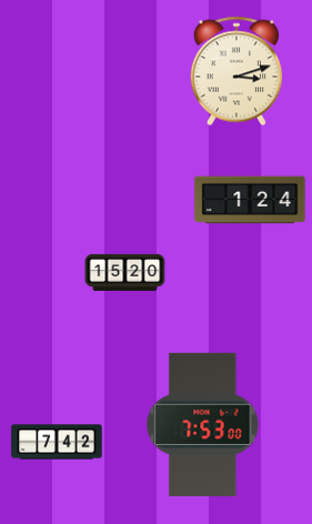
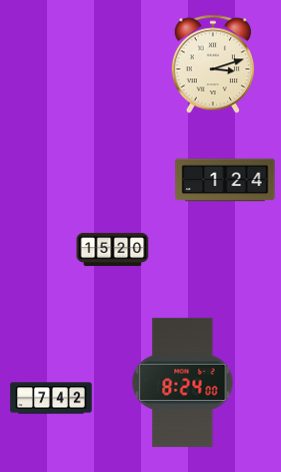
clock at (125, 272) position: (125, 272) -> (113, 249)
clock at (203, 424): 7:53 -> 8:24
